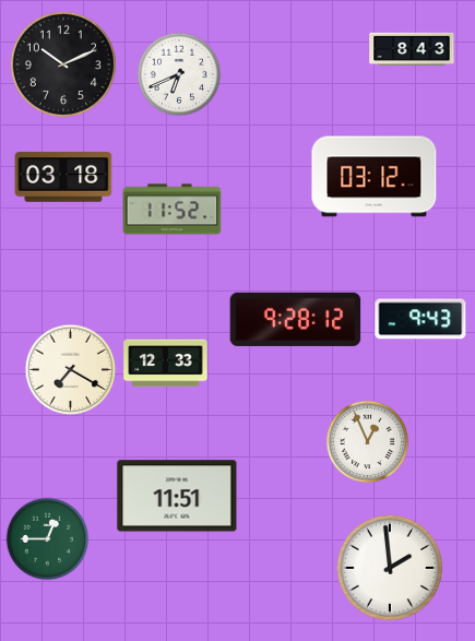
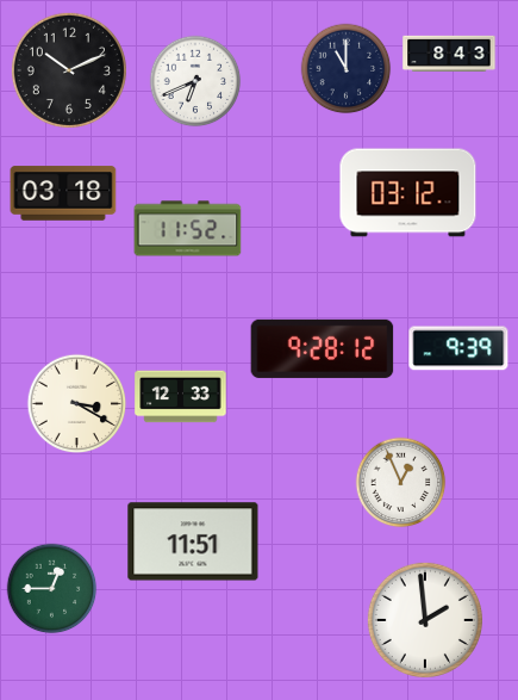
clock at (347, 69): none -> 11:00
clock at (63, 177) position: (63, 177) -> (63, 193)
clock at (420, 319): 9:43 -> 9:39
clock at (71, 370): 7:20 -> 3:20
